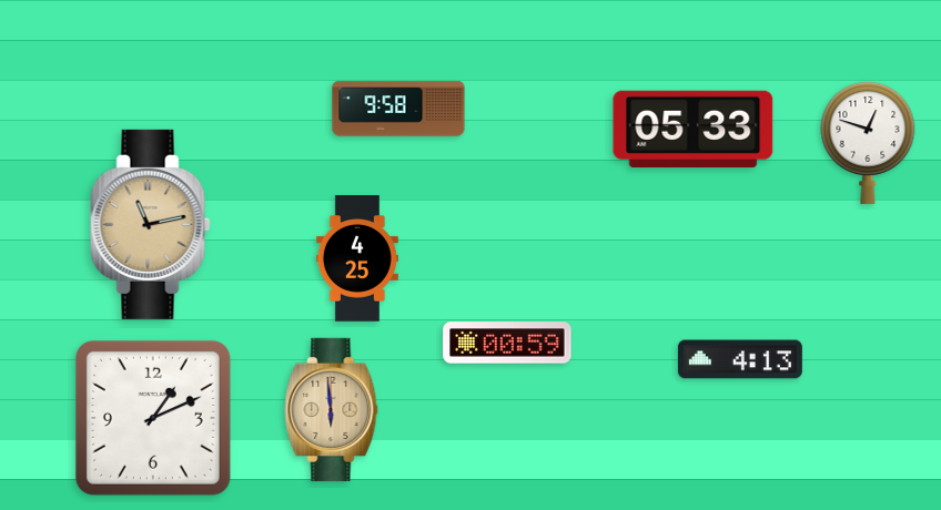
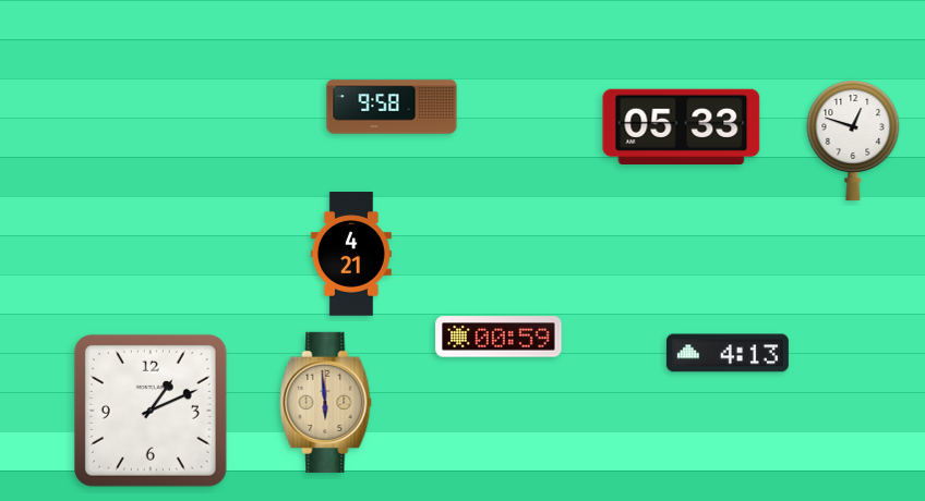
clock at (151, 224): 11:13 -> none
clock at (357, 258): 4:25 -> 4:21
